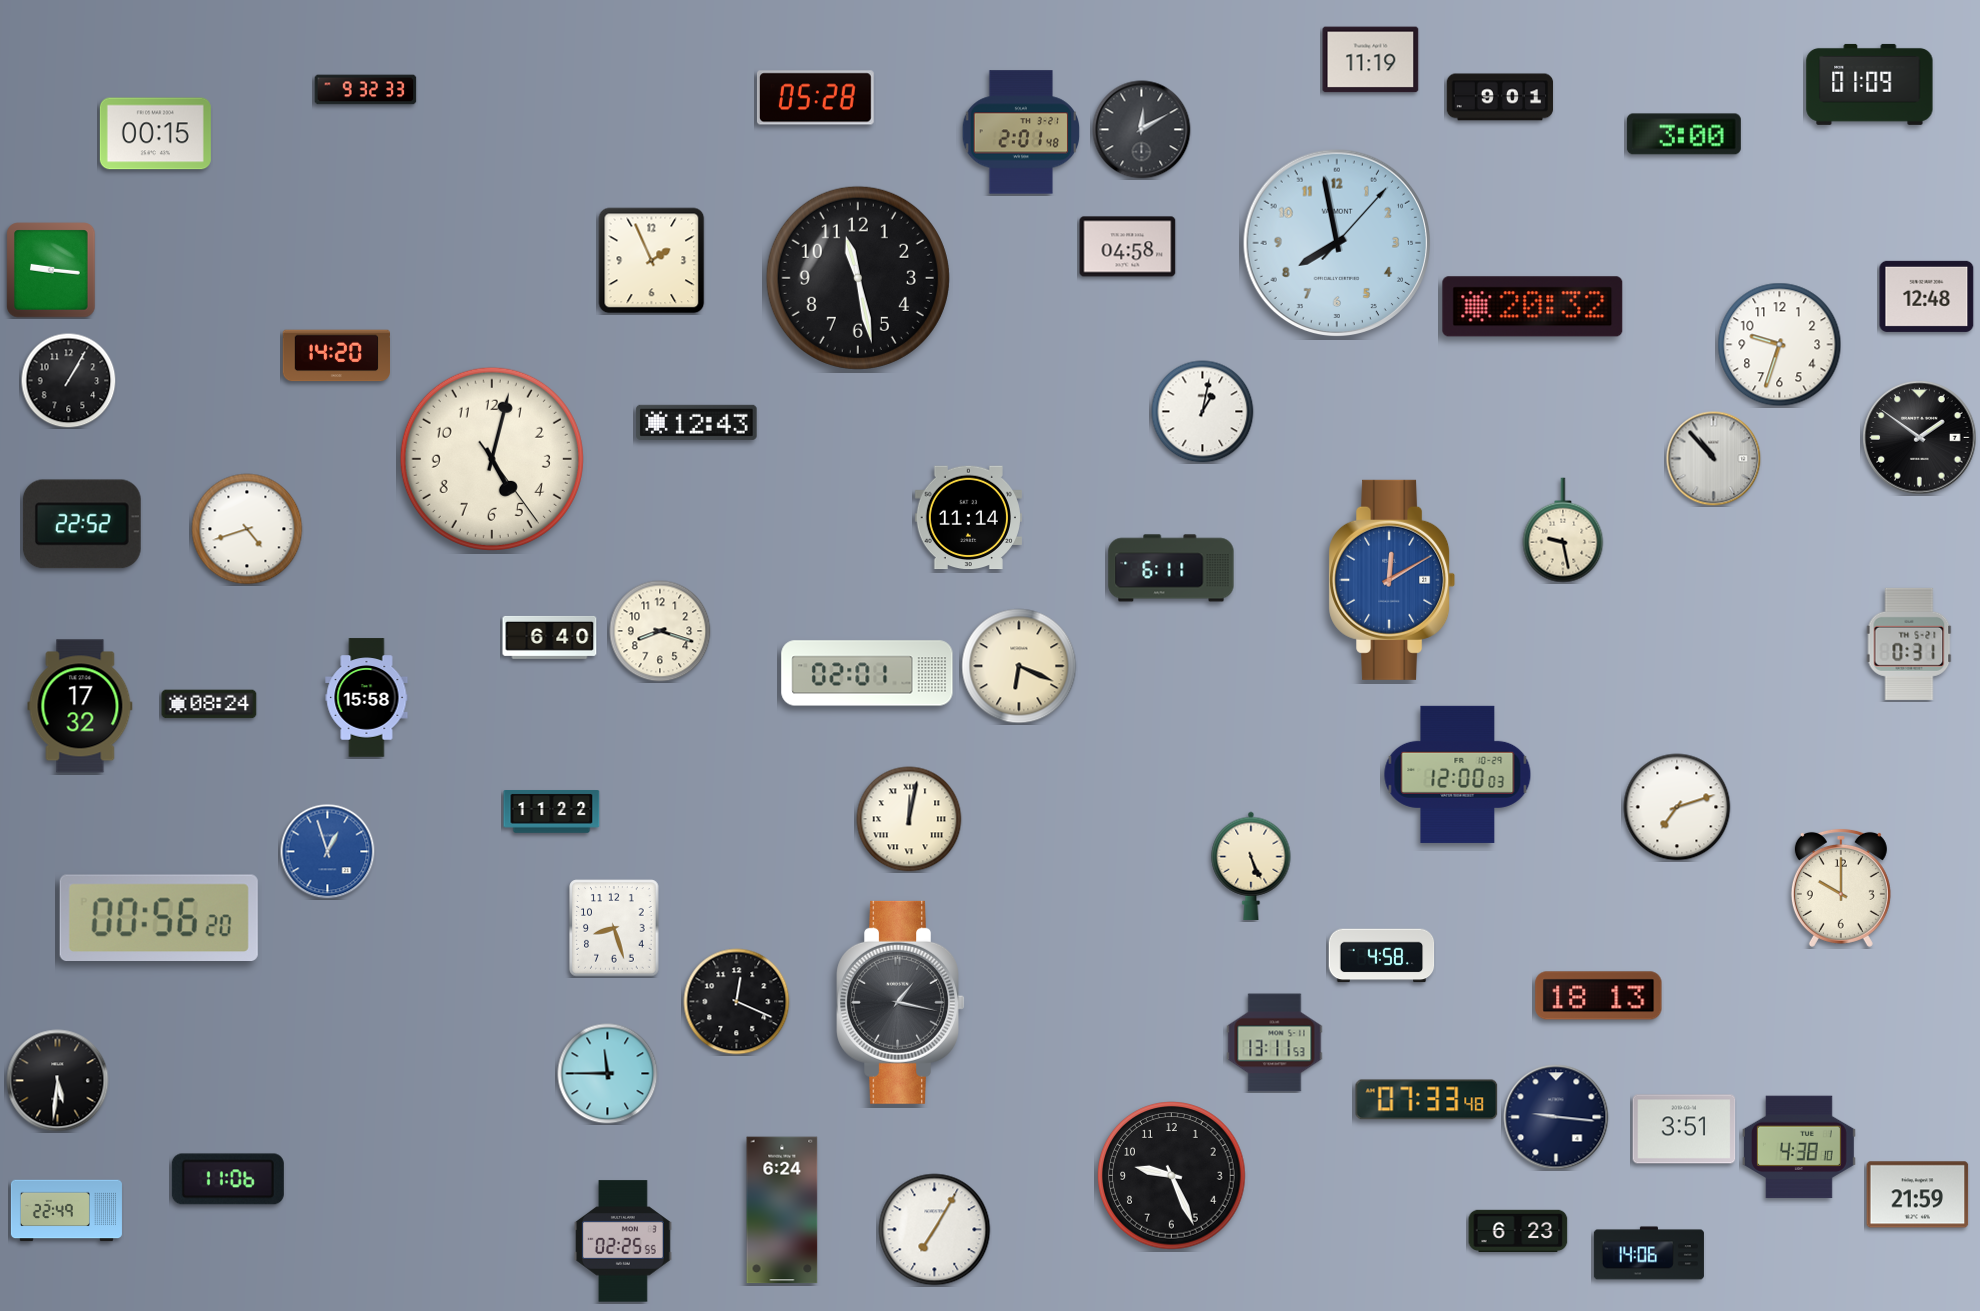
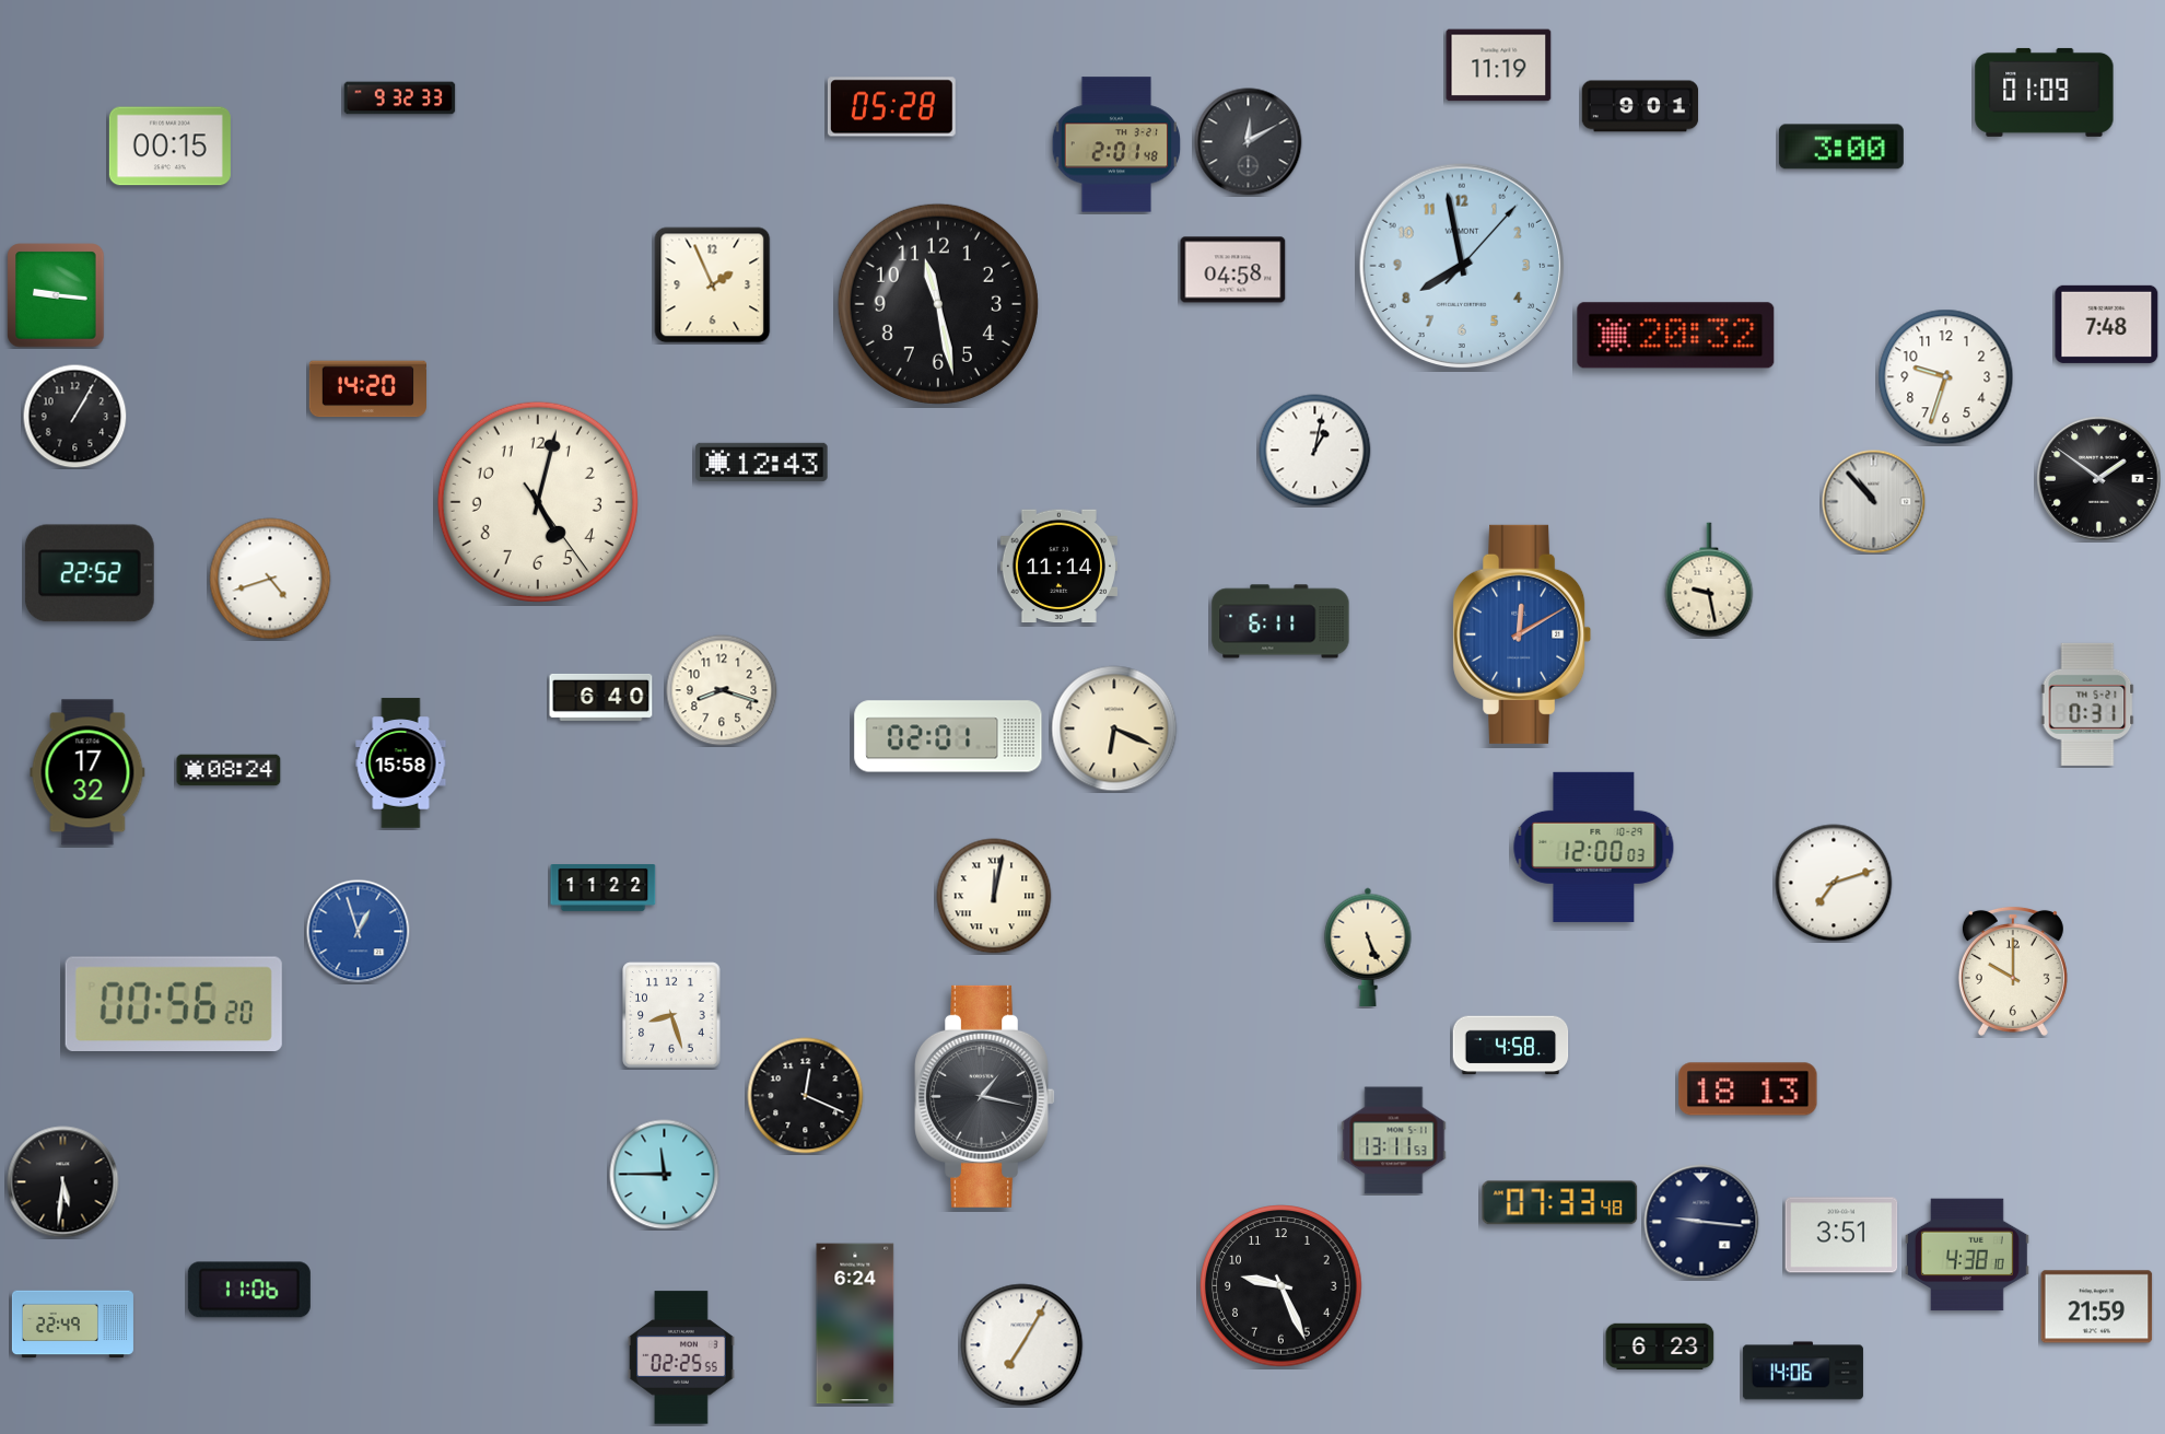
clock at (1927, 296): 12:48 -> 7:48
